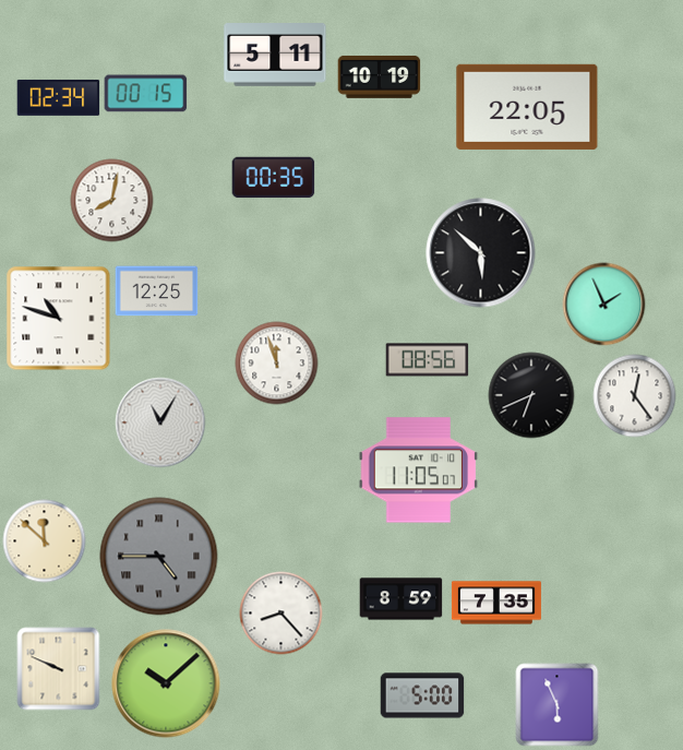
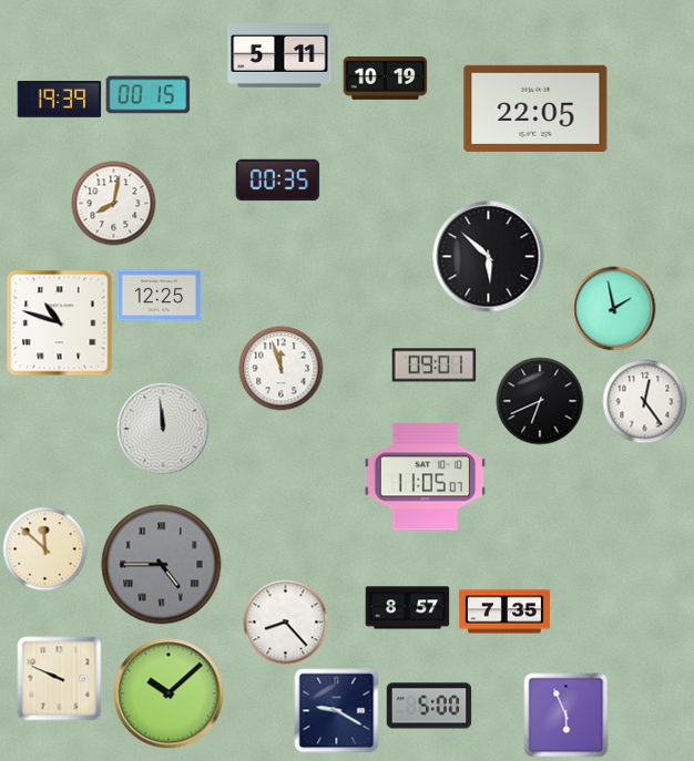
clock at (59, 97): 02:34 -> 19:39
clock at (604, 305): 1:56 -> 1:58
clock at (428, 360): 08:56 -> 09:01
clock at (160, 422): 11:05 -> 11:59
clock at (402, 599): 8:59 -> 8:57
clock at (337, 711): none -> 9:20
